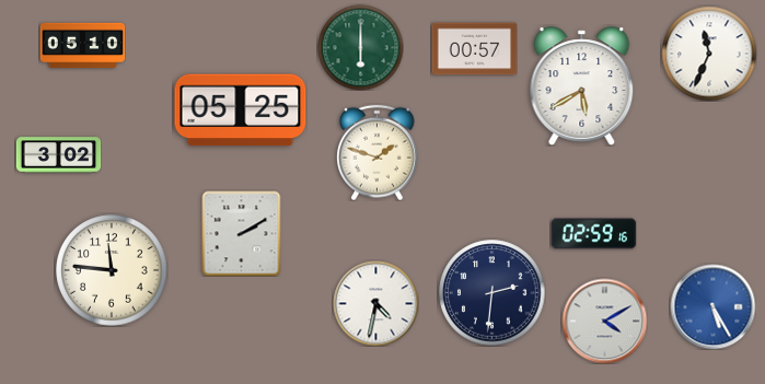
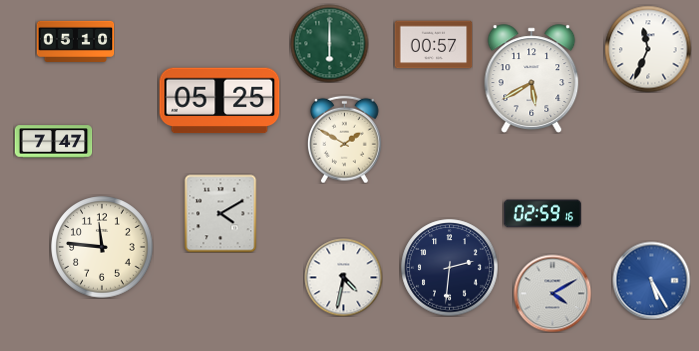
clock at (378, 152): 1:48 -> 1:50
clock at (58, 155): 3:02 -> 7:47
clock at (242, 233): 2:10 -> 4:10
